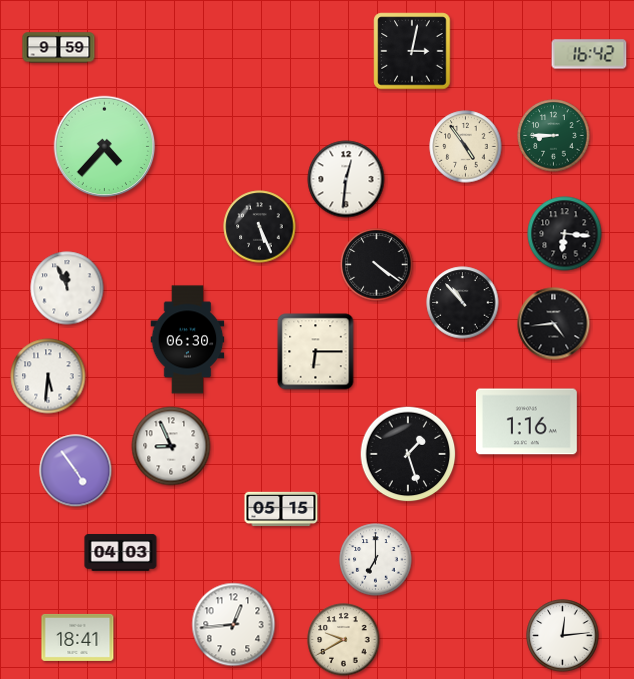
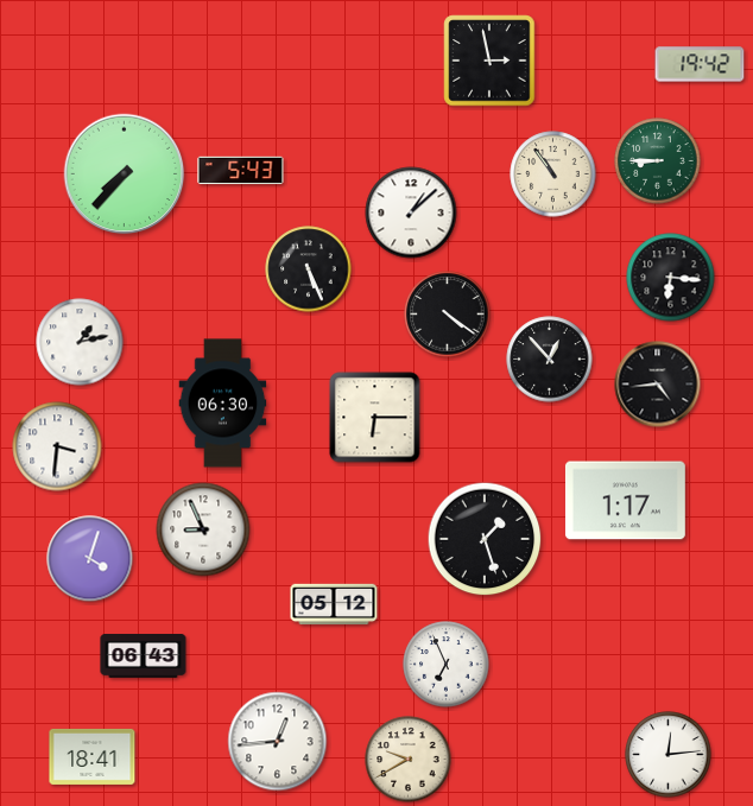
clock at (59, 48): 9:59 -> none
clock at (412, 51): 3:02 -> 2:58
clock at (589, 54): 16:42 -> 19:42
clock at (241, 171): none -> 5:43
clock at (105, 147): 4:37 -> 7:37
clock at (466, 147): 4:54 -> 10:54
clock at (346, 179): 12:31 -> 1:08
clock at (67, 288): 11:56 -> 1:13
clock at (463, 303): 10:53 -> 12:53
clock at (48, 376): 5:31 -> 3:31
clock at (526, 422): 1:16 -> 1:17
clock at (76, 471): 4:54 -> 4:03
clock at (281, 509): 05:15 -> 05:12
clock at (121, 553): 04:03 -> 06:43
clock at (376, 560): 7:00 -> 6:56
